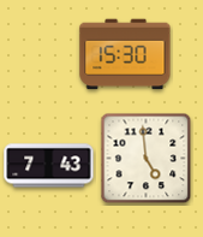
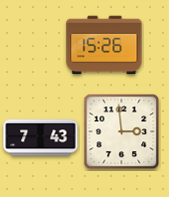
clock at (125, 54): 15:30 -> 15:26
clock at (147, 159): 4:59 -> 2:59
